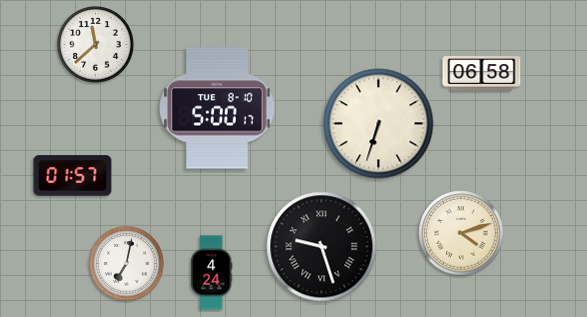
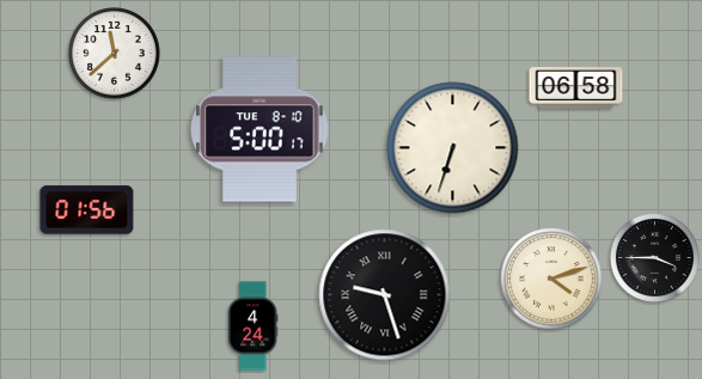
clock at (73, 176): 01:57 -> 01:56
clock at (655, 258): none -> 3:45
clock at (127, 264): 7:02 -> none
